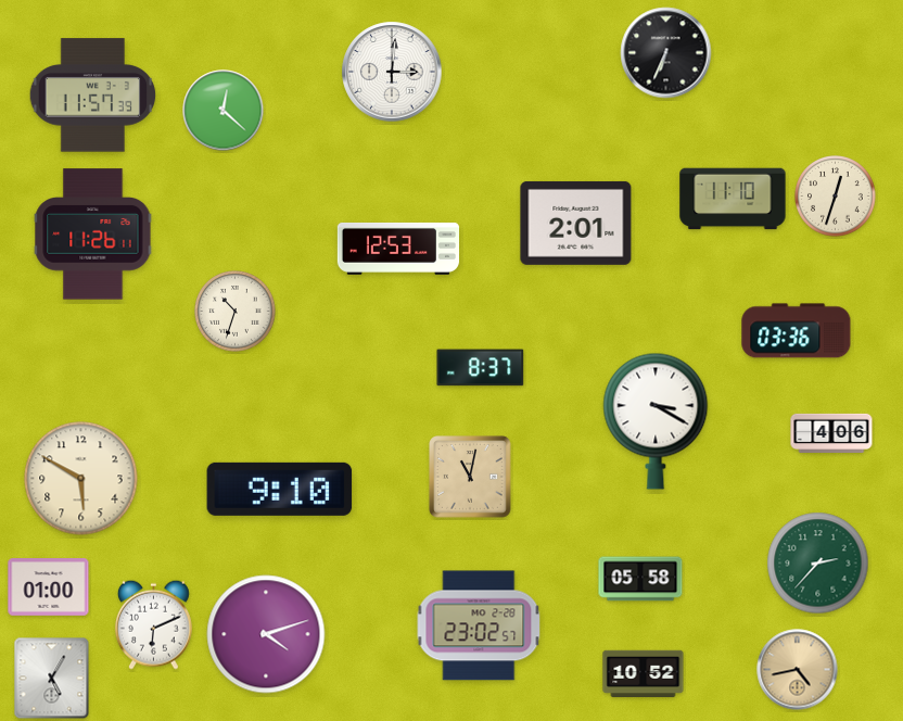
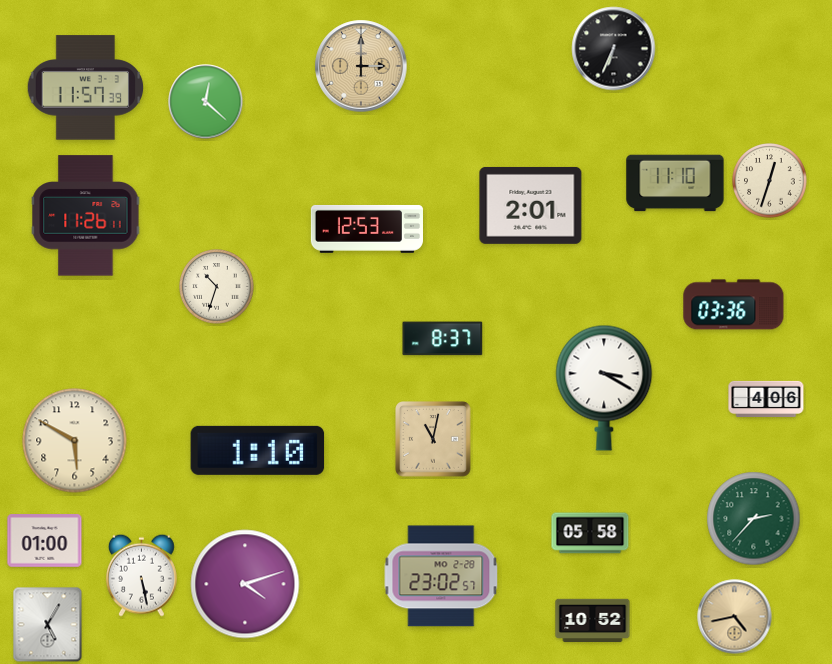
clock at (392, 72): 3:01 -> 3:00
clock at (392, 72) dial: white -> champagne
clock at (280, 489): 9:10 -> 1:10
clock at (153, 624): 6:11 -> 5:28
